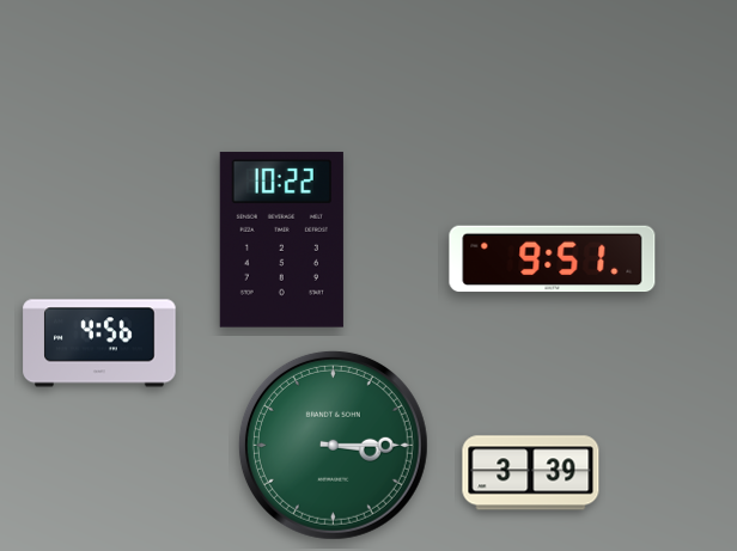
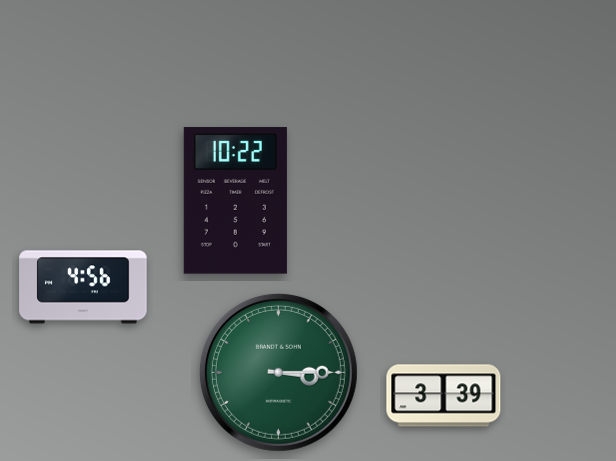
clock at (553, 259): 9:51 -> none
